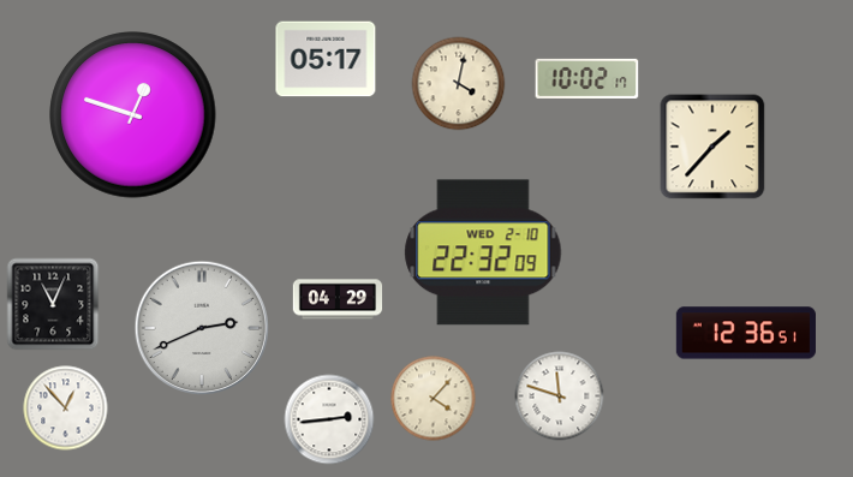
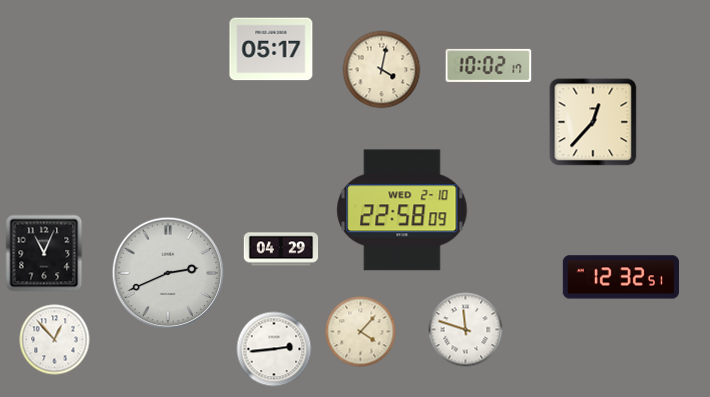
clock at (133, 115): 12:48 -> none
clock at (712, 147): 1:37 -> 12:37
clock at (483, 252): 22:32 -> 22:58
clock at (746, 333): 12:36 -> 12:32
